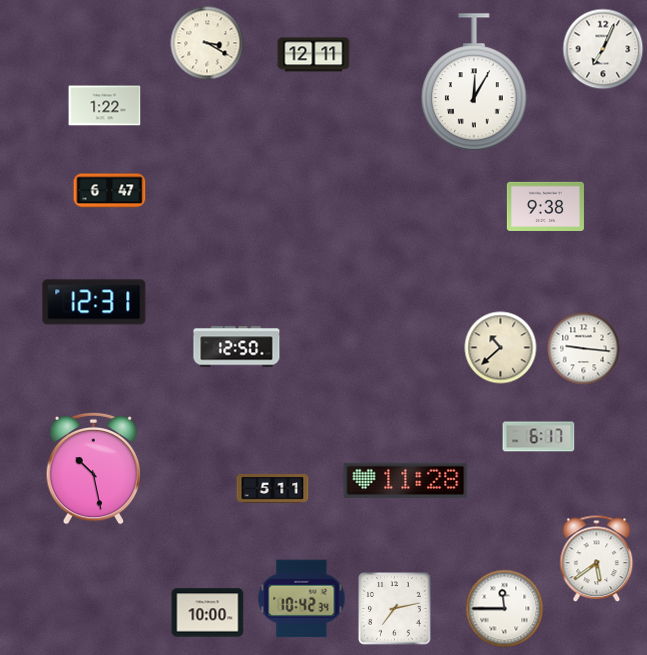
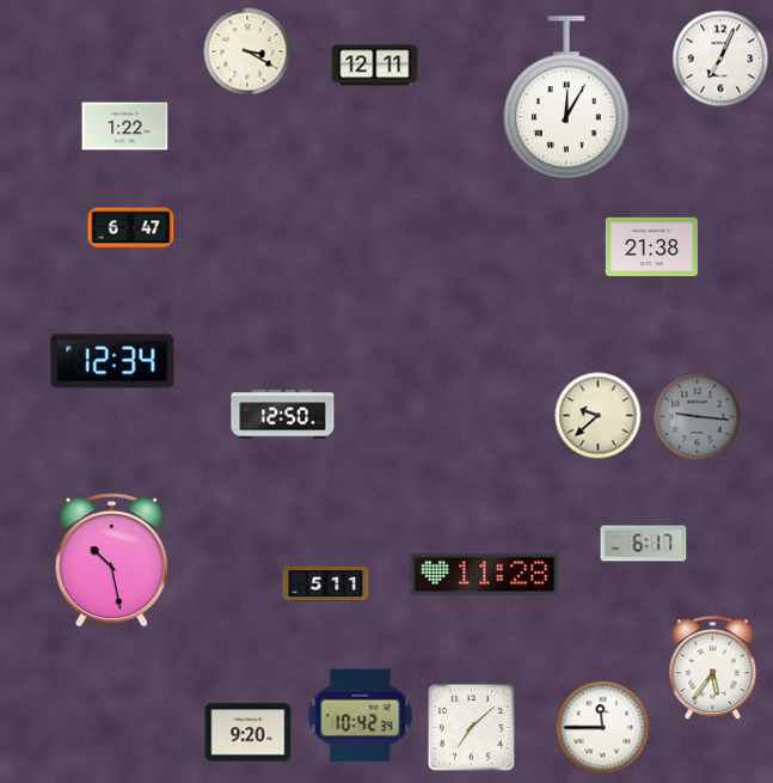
clock at (545, 206): 9:38 -> 21:38
clock at (94, 302): 12:31 -> 12:34
clock at (501, 348): 10:38 -> 9:38
clock at (584, 349) dial: white -> grey
clock at (539, 437) position: (539, 437) -> (644, 544)
clock at (597, 559): 5:39 -> 5:36
clock at (395, 609): 7:13 -> 7:08
clock at (208, 613): 10:00 -> 9:20
